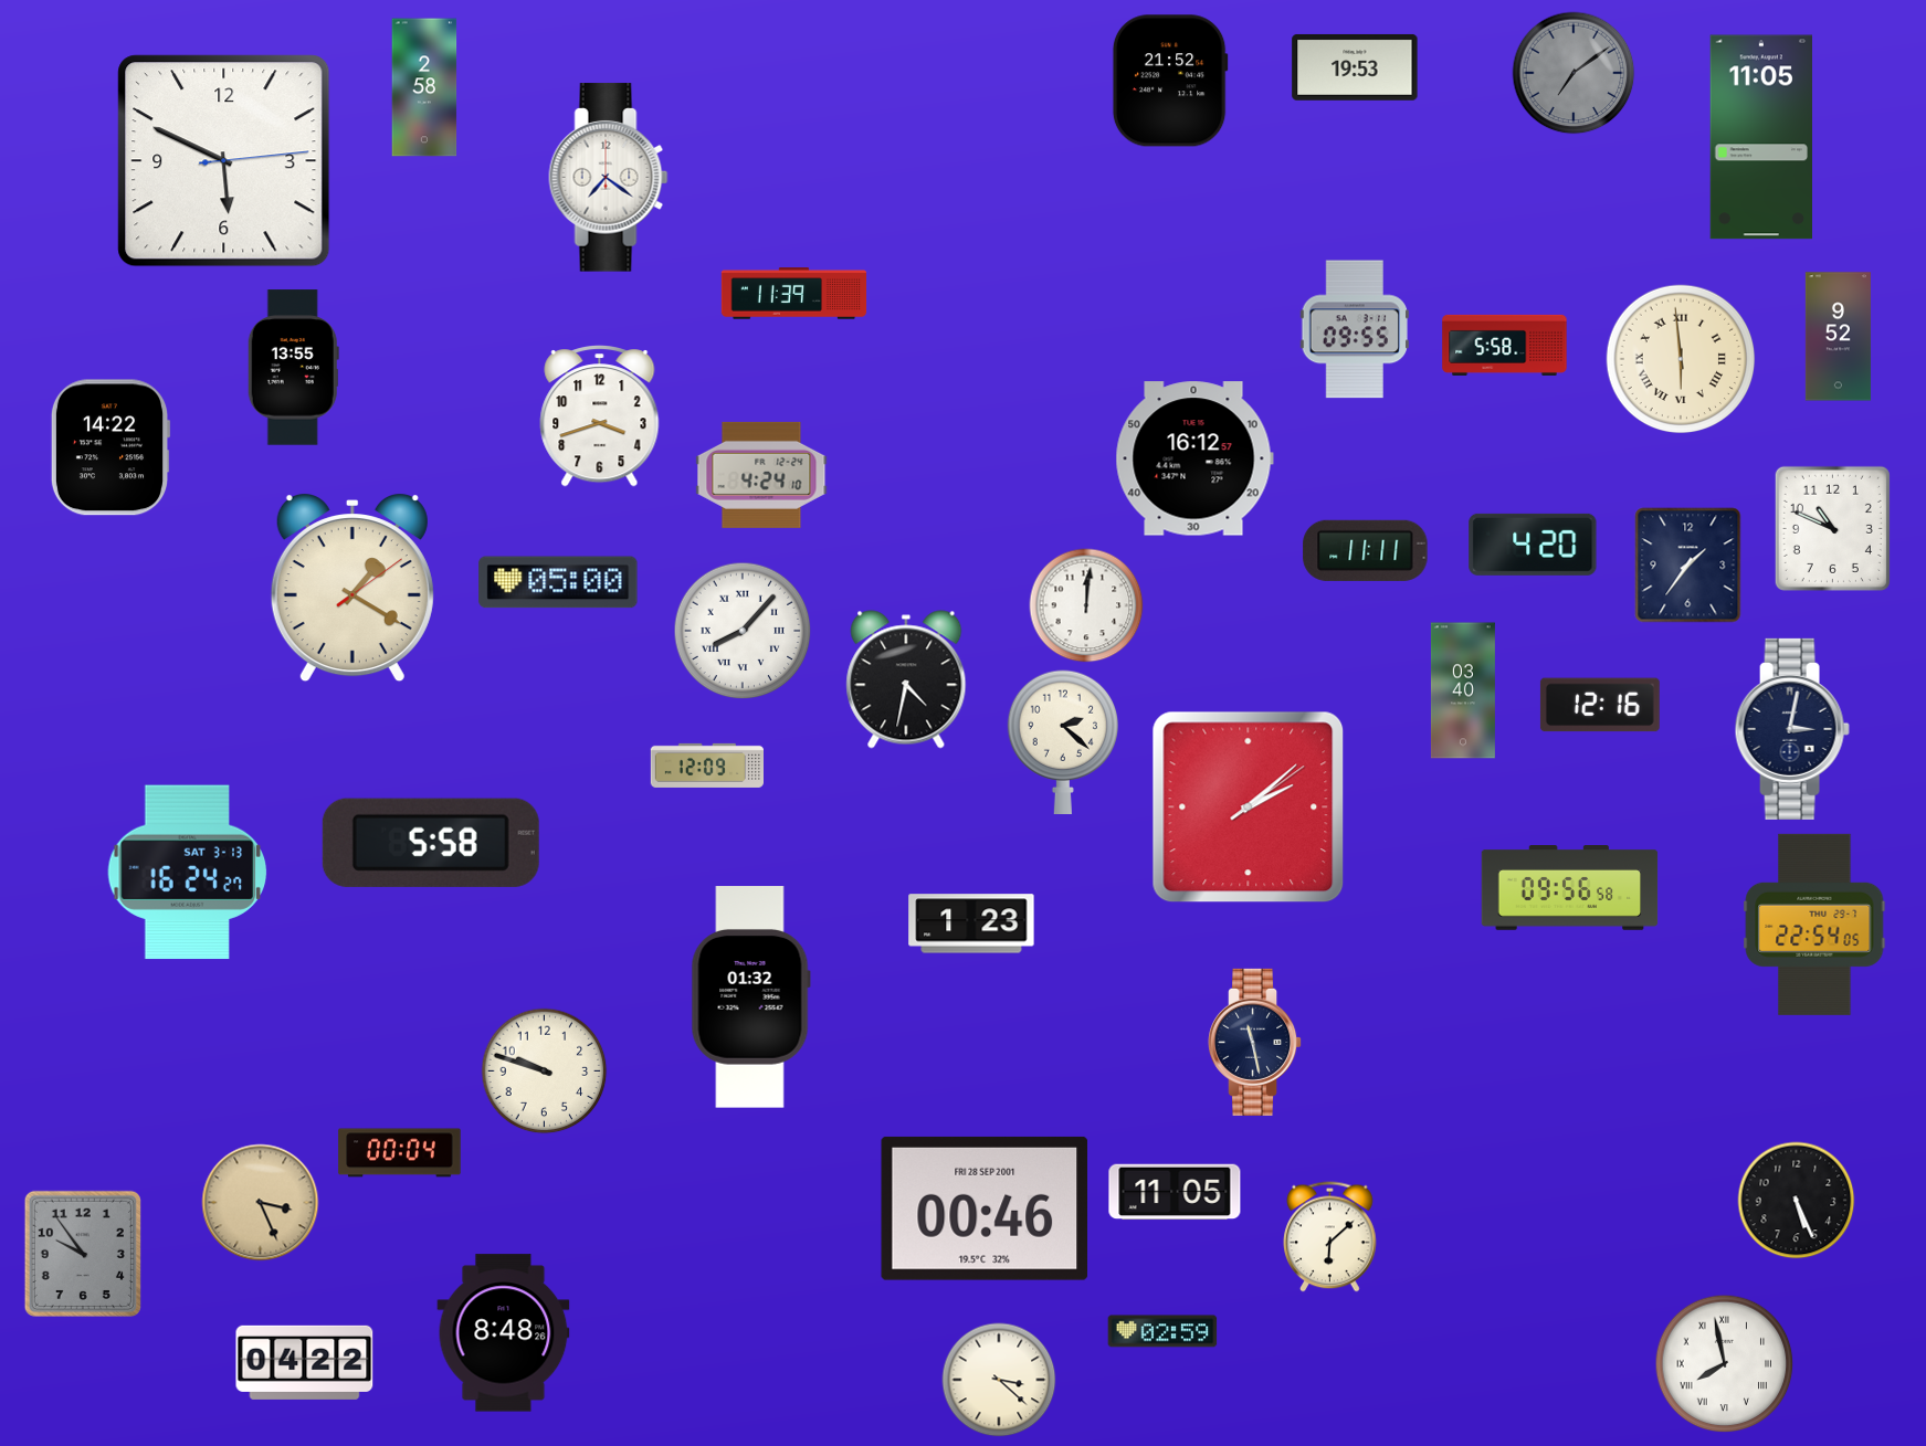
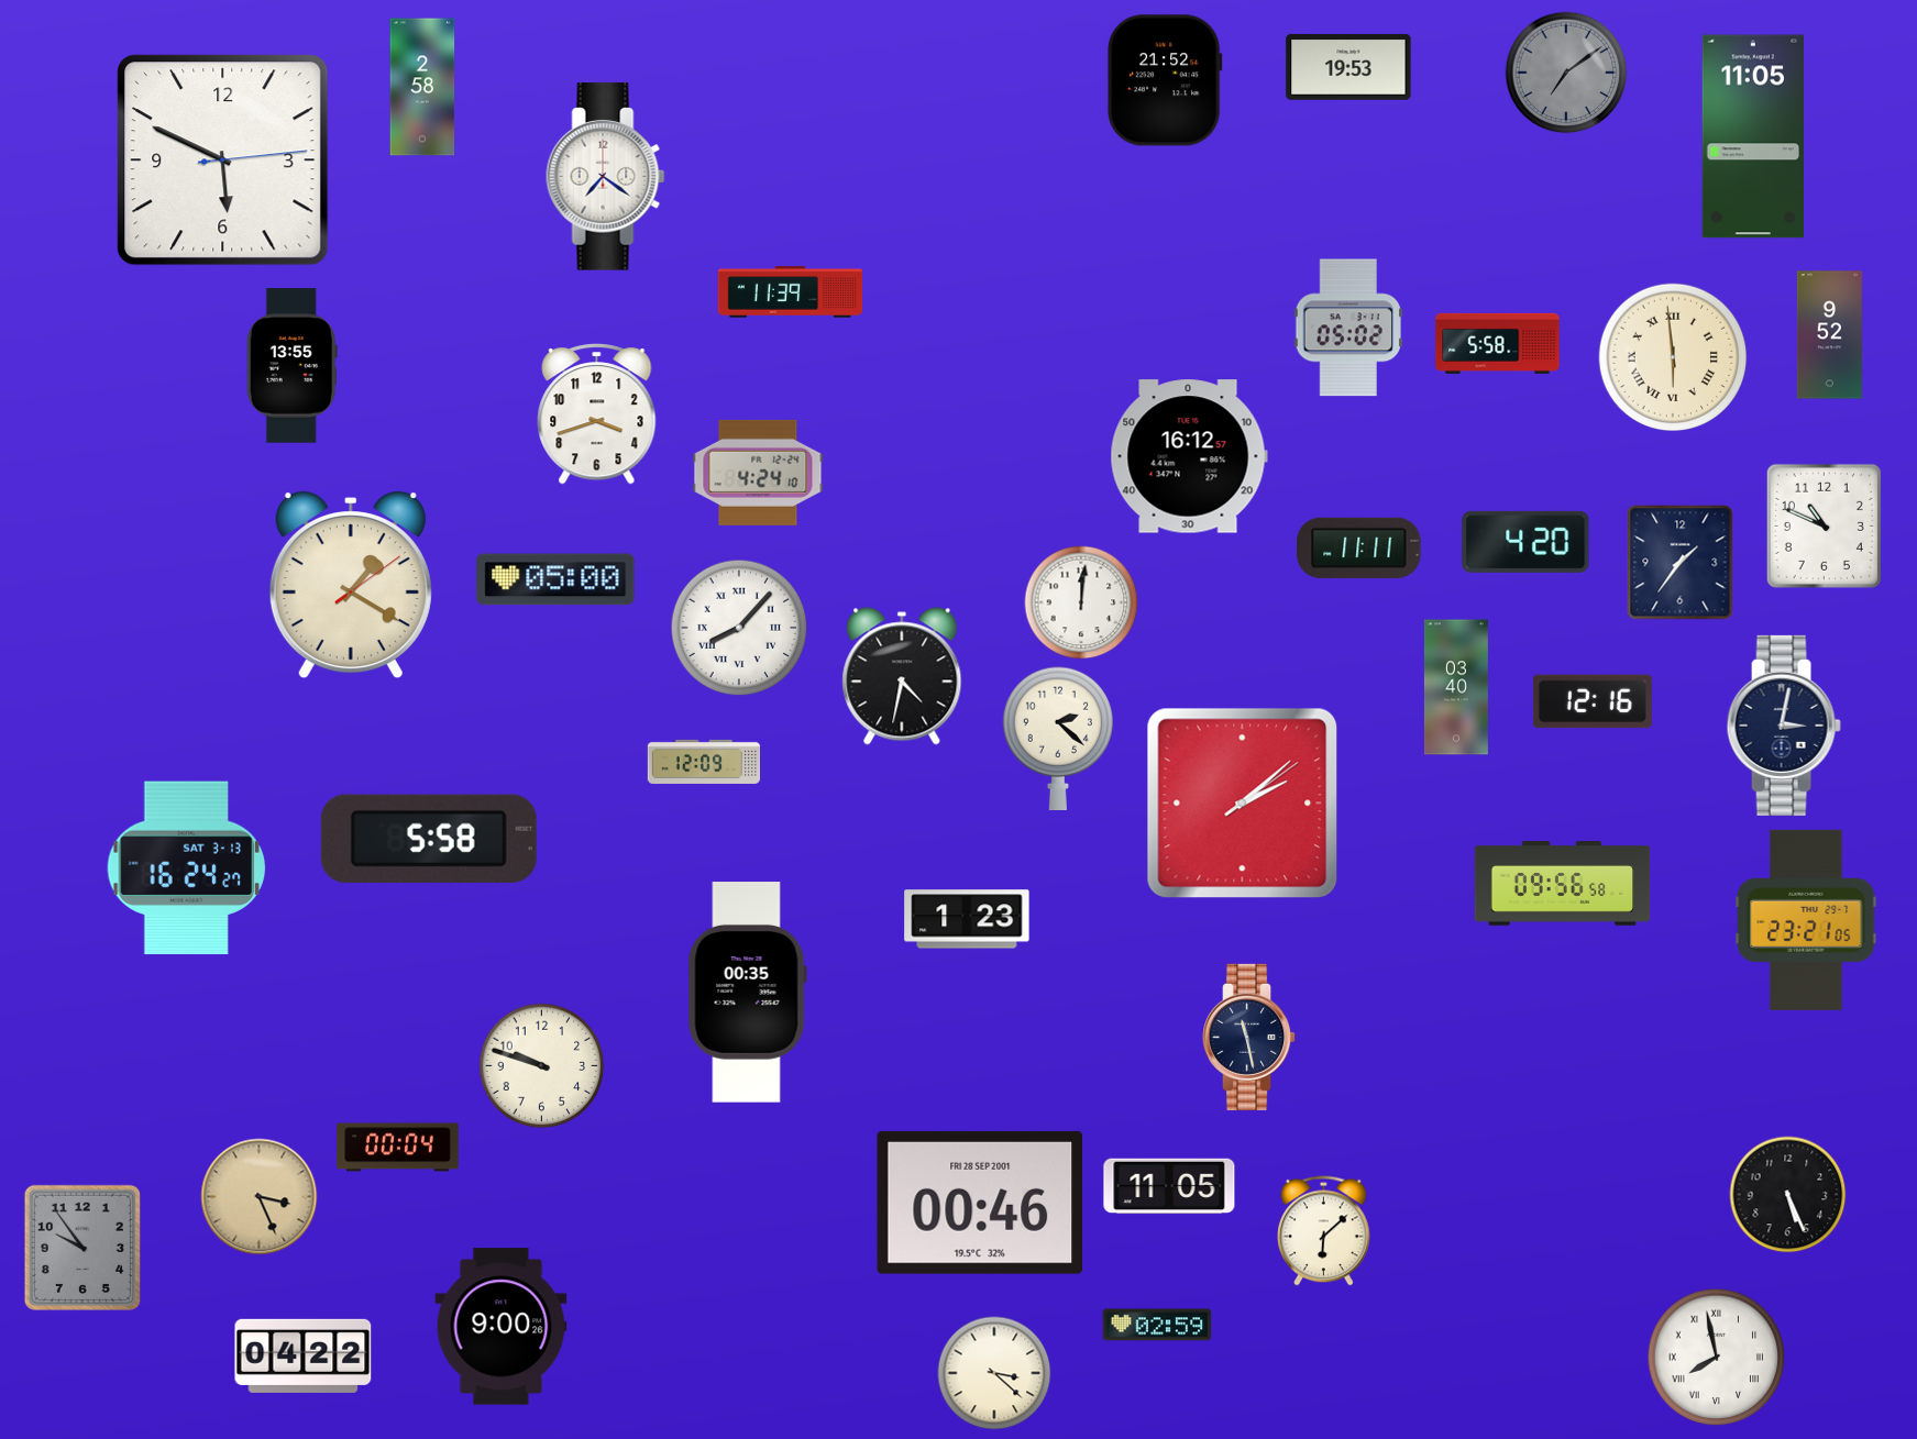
clock at (1354, 329): 09:55 -> 05:02
clock at (110, 447): 14:22 -> none
clock at (1814, 925): 22:54 -> 23:21
clock at (750, 998): 01:32 -> 00:35
clock at (504, 1333): 8:48 -> 9:00
